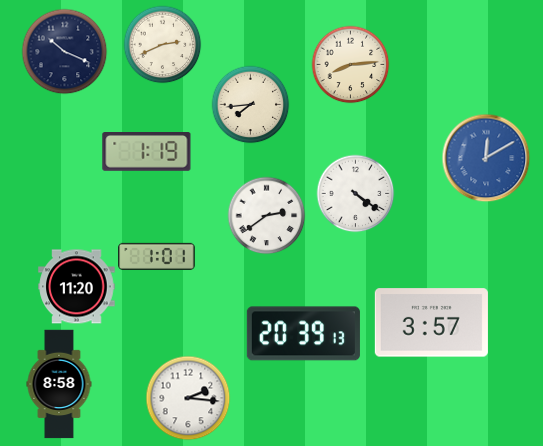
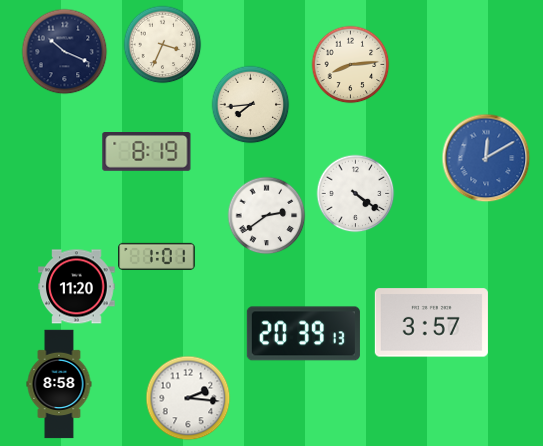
clock at (162, 44): 2:41 -> 3:34
clock at (147, 152): 1:19 -> 8:19
